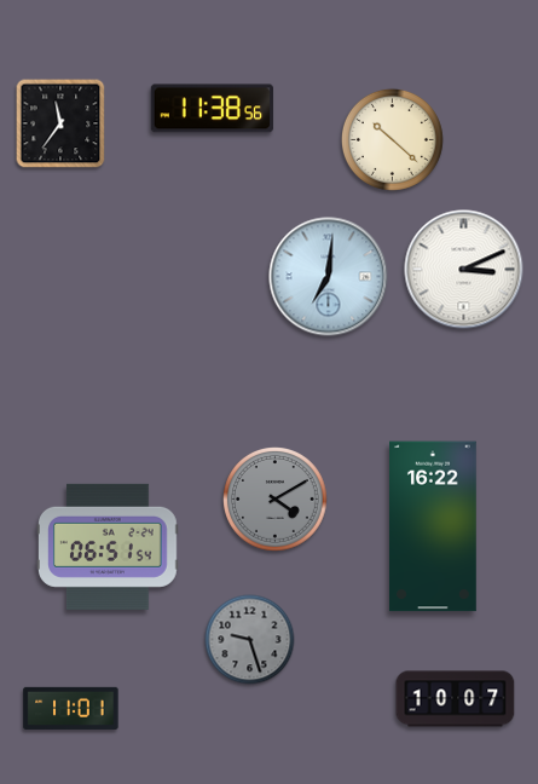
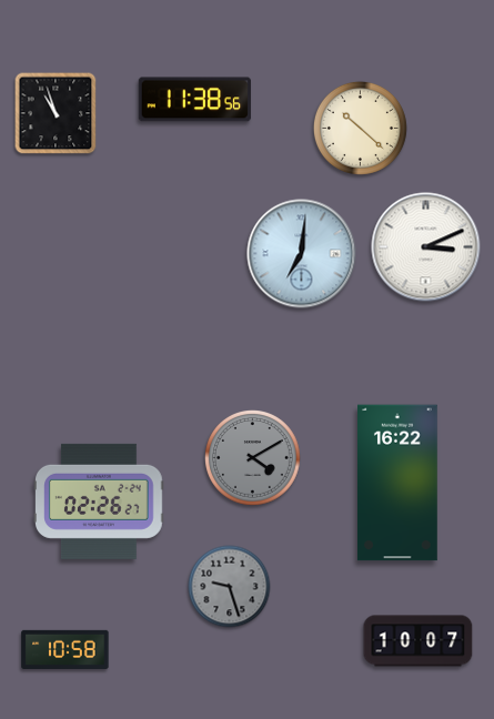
clock at (60, 123): 11:36 -> 10:57
clock at (109, 547): 06:51 -> 02:26
clock at (71, 708): 11:01 -> 10:58
